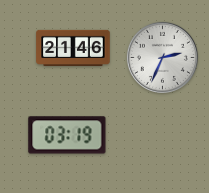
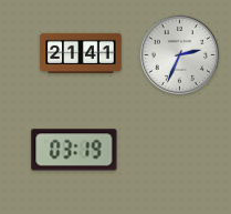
clock at (73, 47): 21:46 -> 21:41
clock at (162, 57) position: (162, 57) -> (179, 54)
